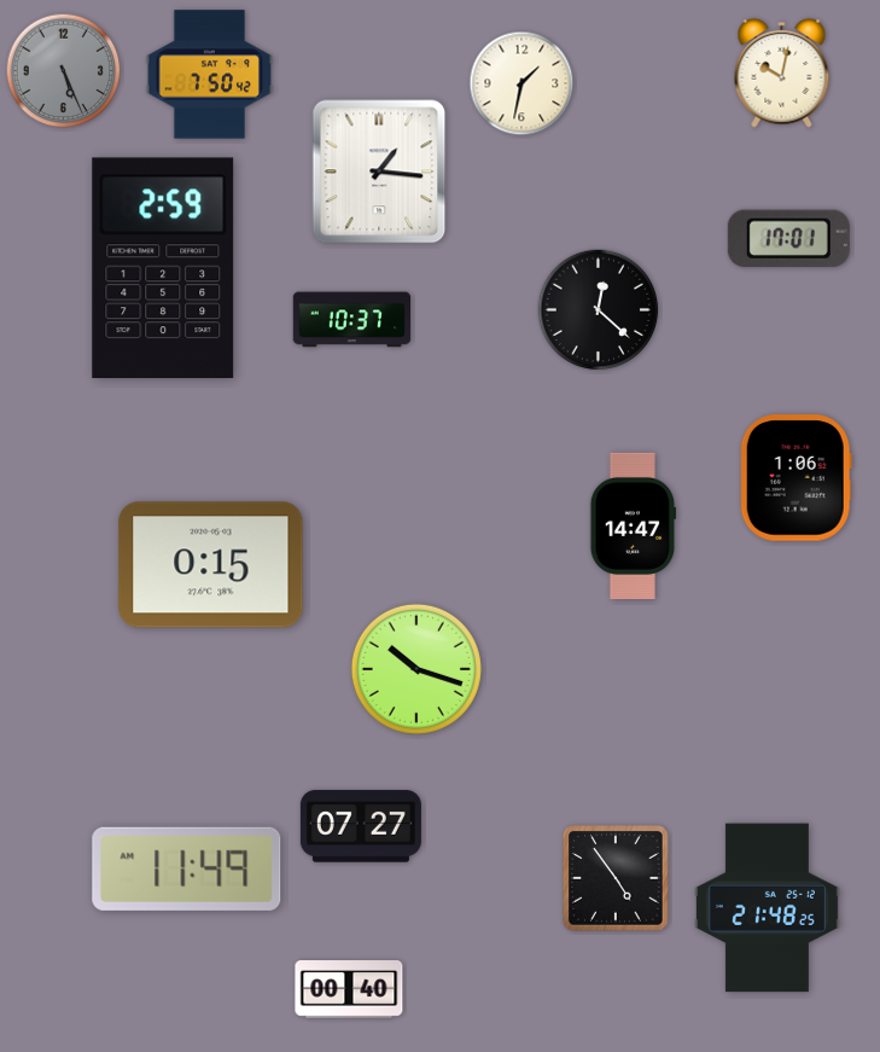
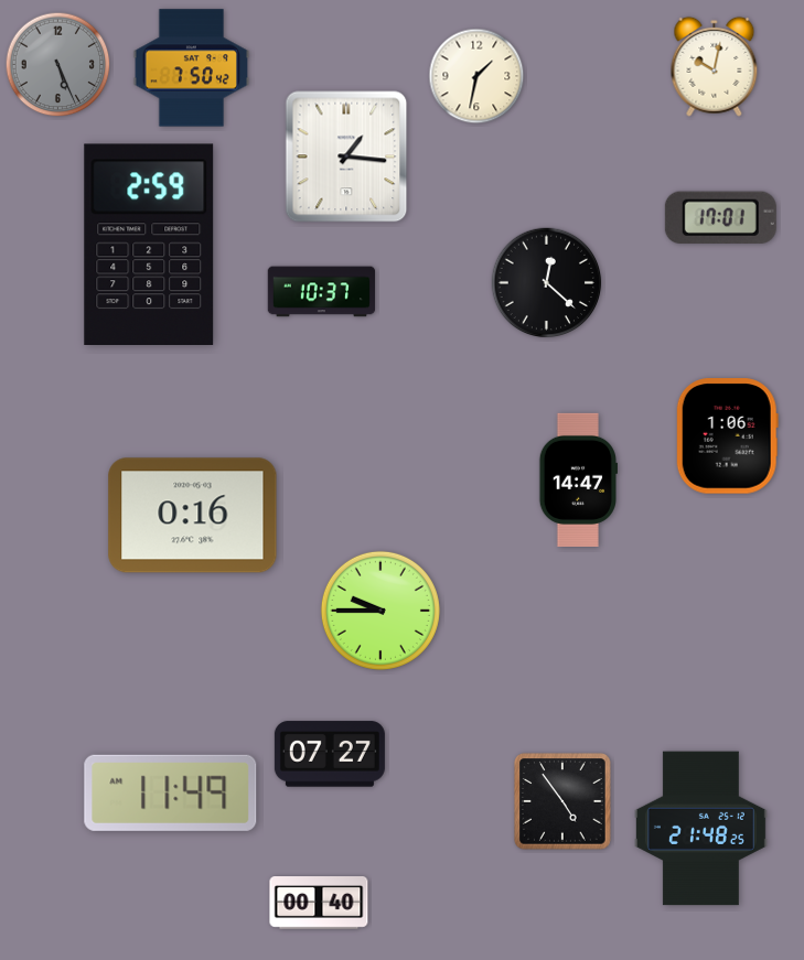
clock at (211, 565): 0:15 -> 0:16
clock at (416, 669): 10:18 -> 9:45
